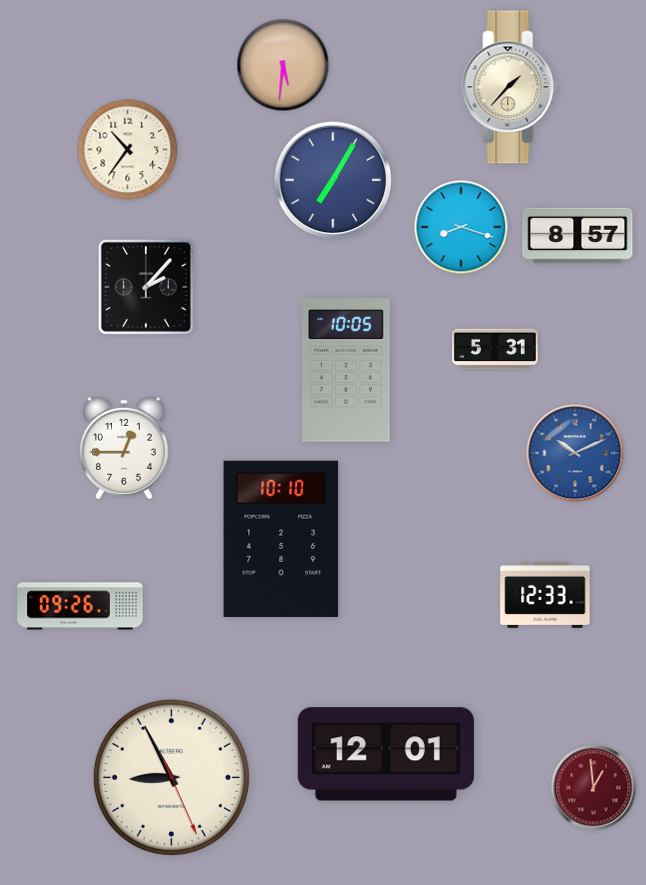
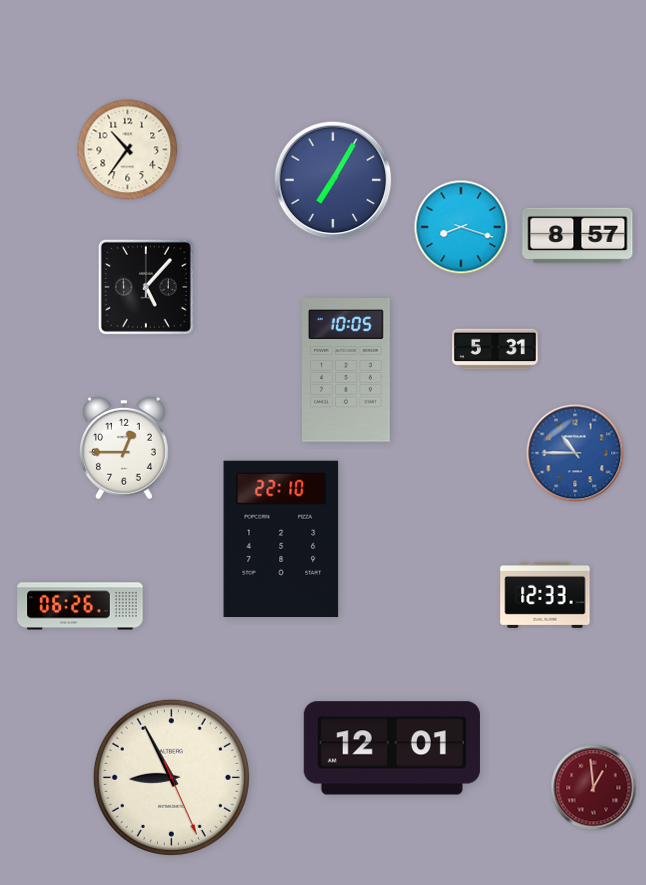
clock at (283, 65): 5:31 -> none
clock at (510, 87): 1:37 -> none
clock at (146, 287): 2:07 -> 5:07
clock at (575, 453): 10:11 -> 10:45
clock at (281, 538): 10:10 -> 22:10
clock at (80, 606): 09:26 -> 06:26
clock at (386, 754) position: (386, 754) -> (392, 748)
